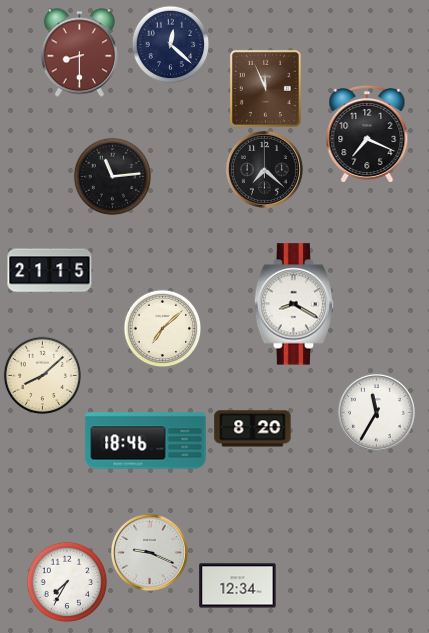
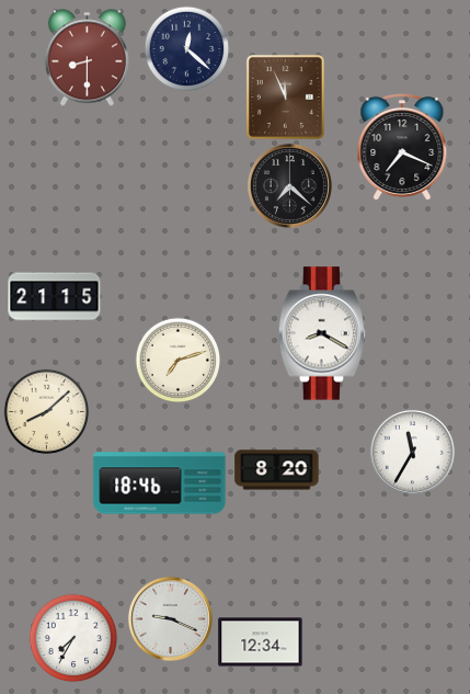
clock at (265, 88) position: (265, 88) -> (285, 96)
clock at (112, 176): 11:14 -> none
clock at (162, 328): 7:08 -> 7:12
clock at (149, 552) position: (149, 552) -> (170, 618)
